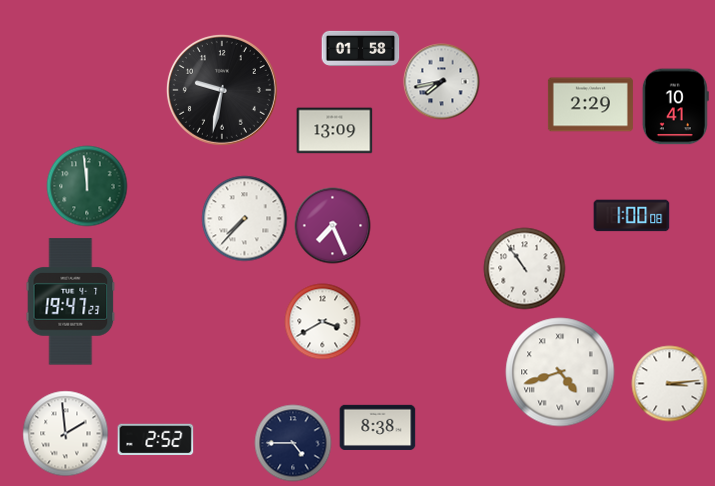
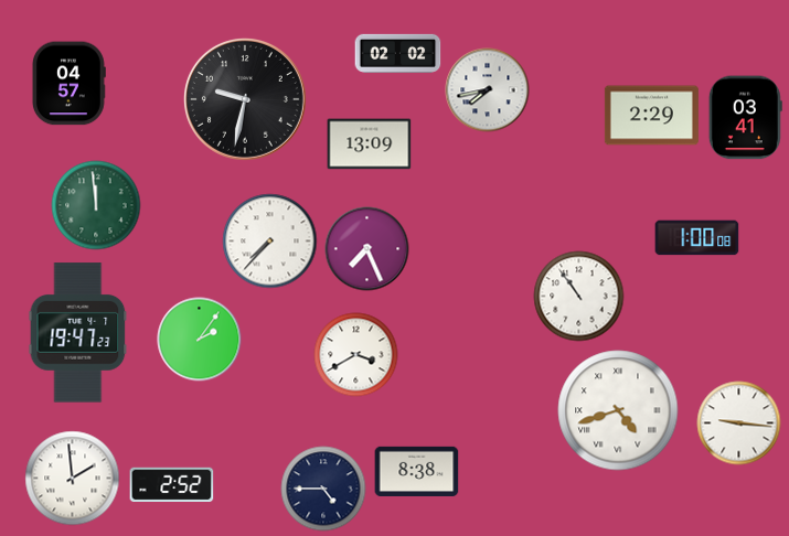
clock at (361, 48): 01:58 -> 02:02
clock at (68, 84): none -> 04:57
clock at (675, 107): 10:41 -> 03:41
clock at (200, 340): none -> 2:06
clock at (670, 384): 3:14 -> 9:16
